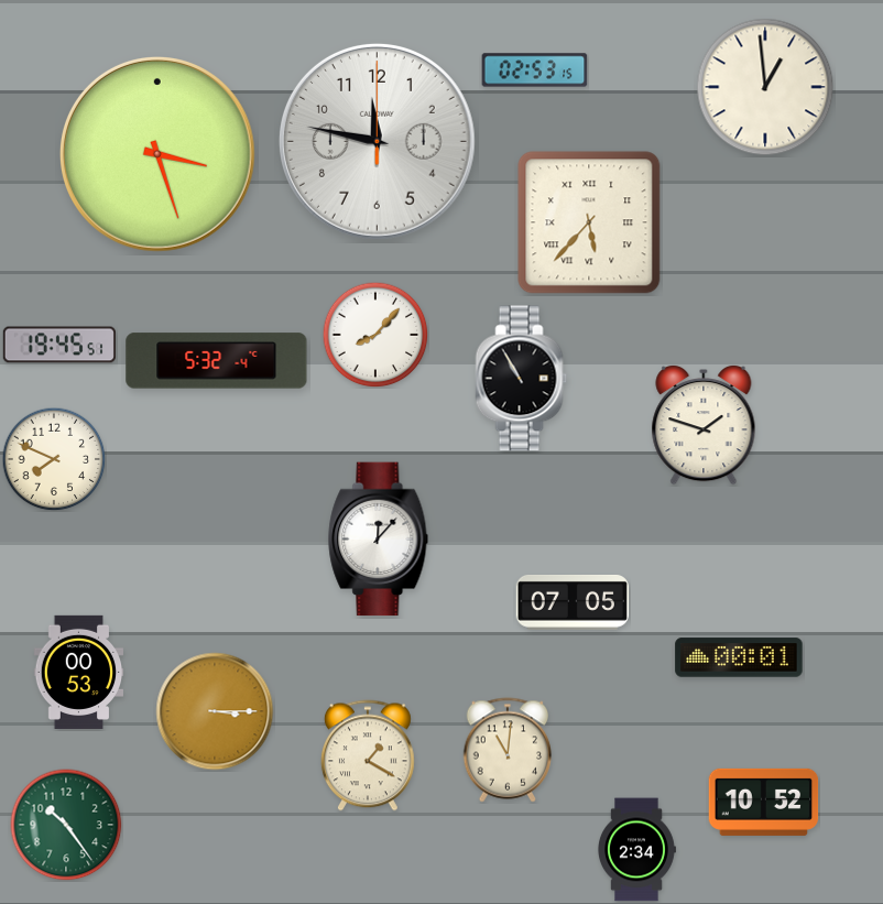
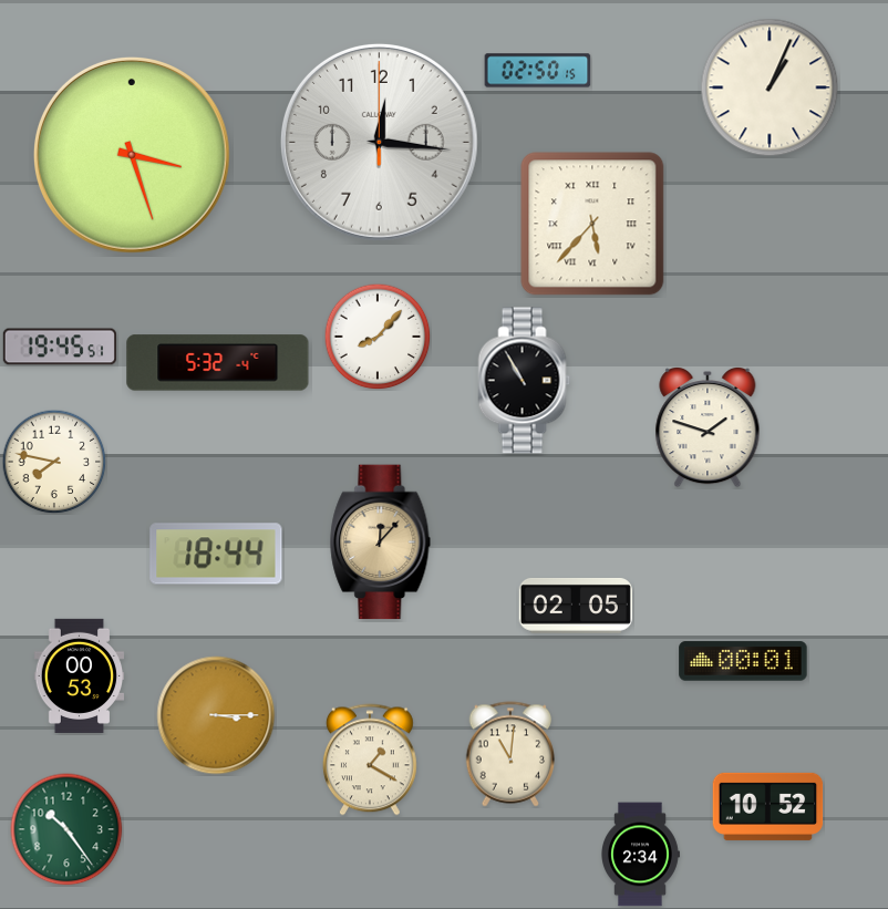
clock at (535, 70): 02:53 -> 02:50
clock at (765, 87): 12:59 -> 1:04
clock at (377, 141): 11:47 -> 12:16
clock at (159, 155) position: (159, 155) -> (133, 156)
clock at (54, 459): 7:49 -> 7:47
clock at (379, 540) dial: white -> champagne
clock at (216, 554): none -> 18:44
clock at (573, 602): 07:05 -> 02:05
